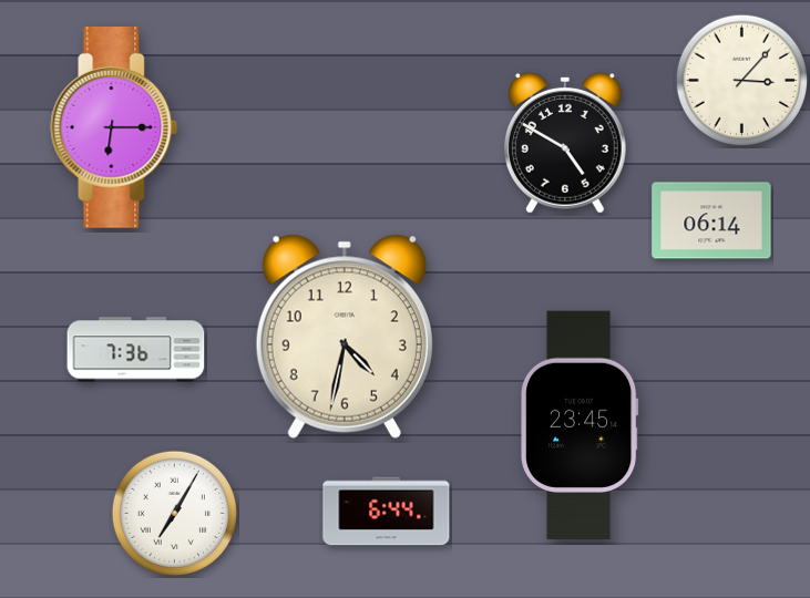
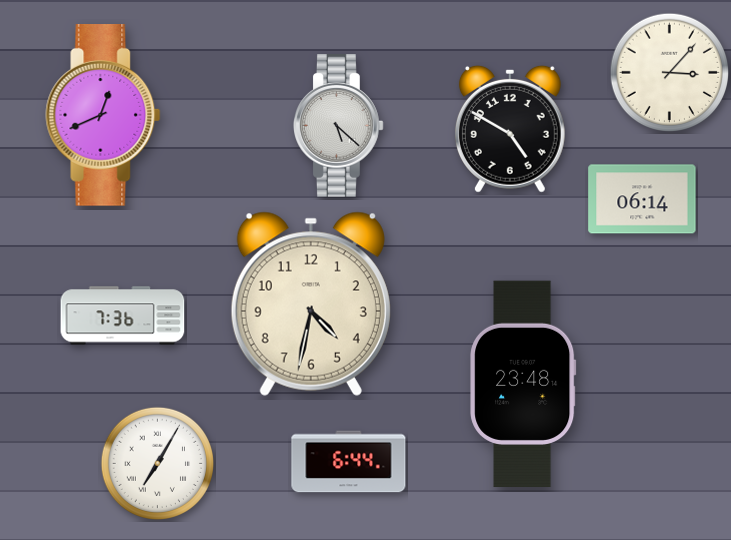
clock at (114, 128): 6:15 -> 12:41
clock at (339, 126): none -> 5:22
clock at (581, 425): 23:45 -> 23:48
